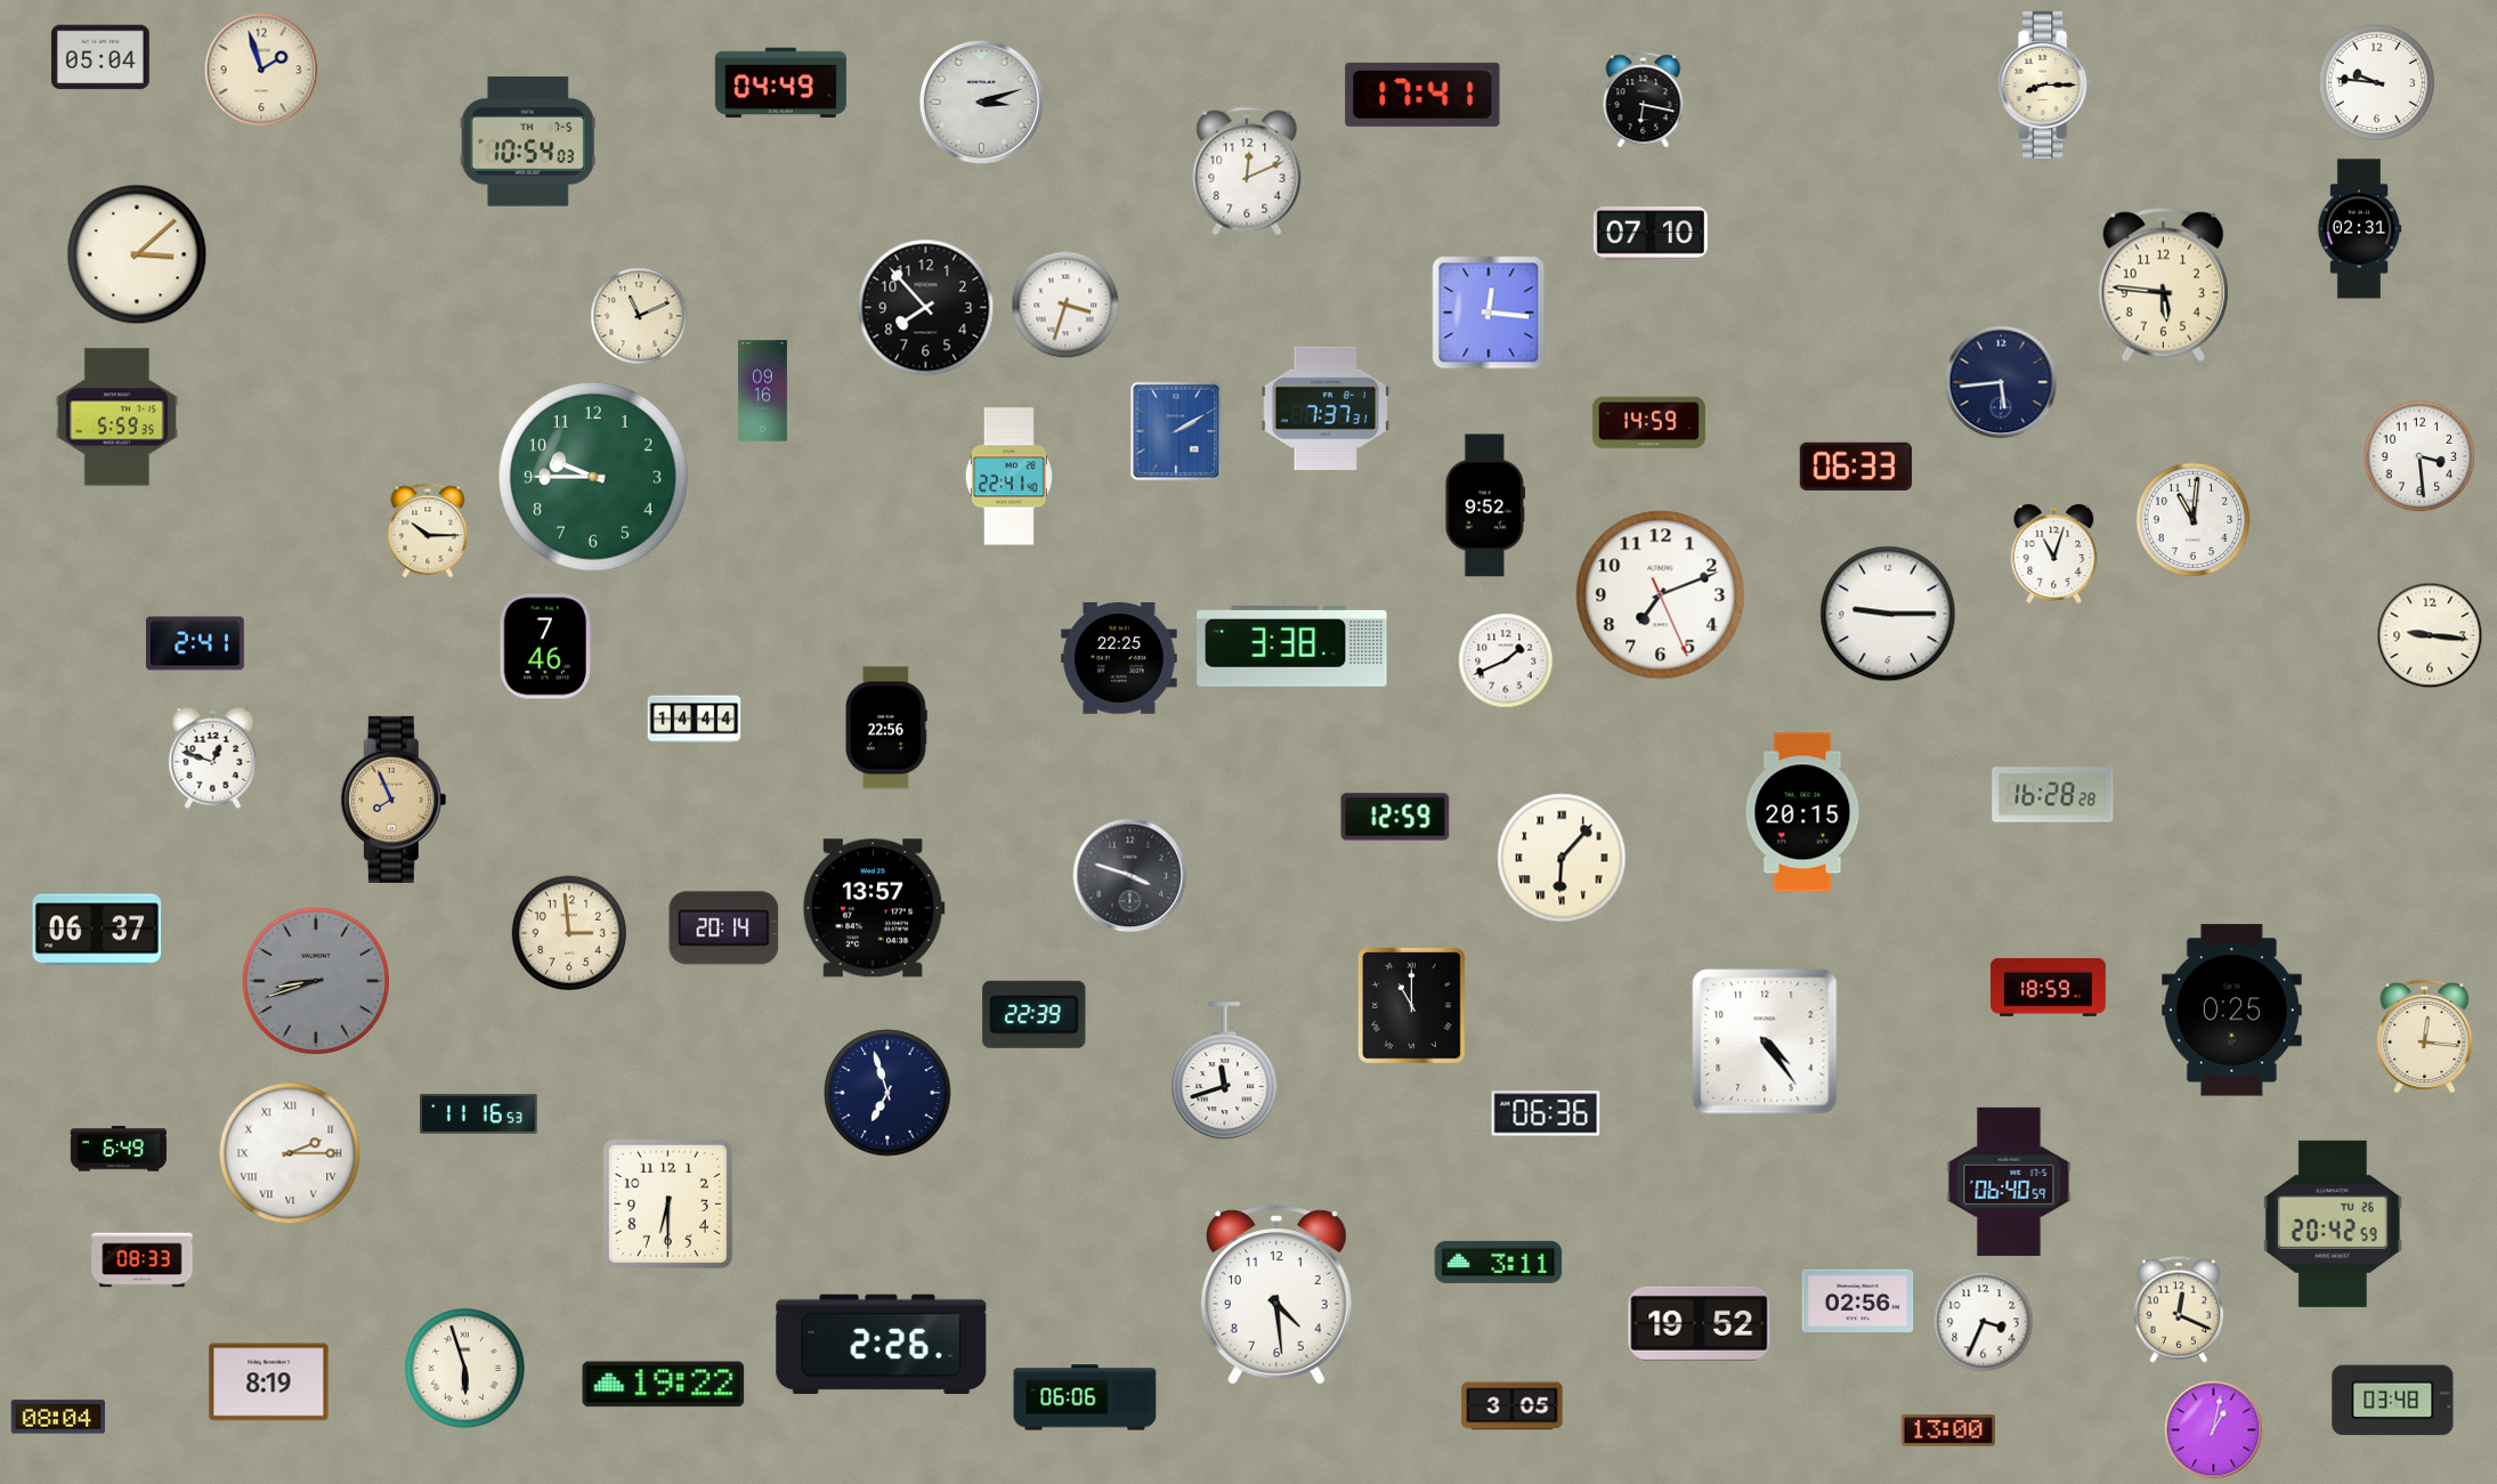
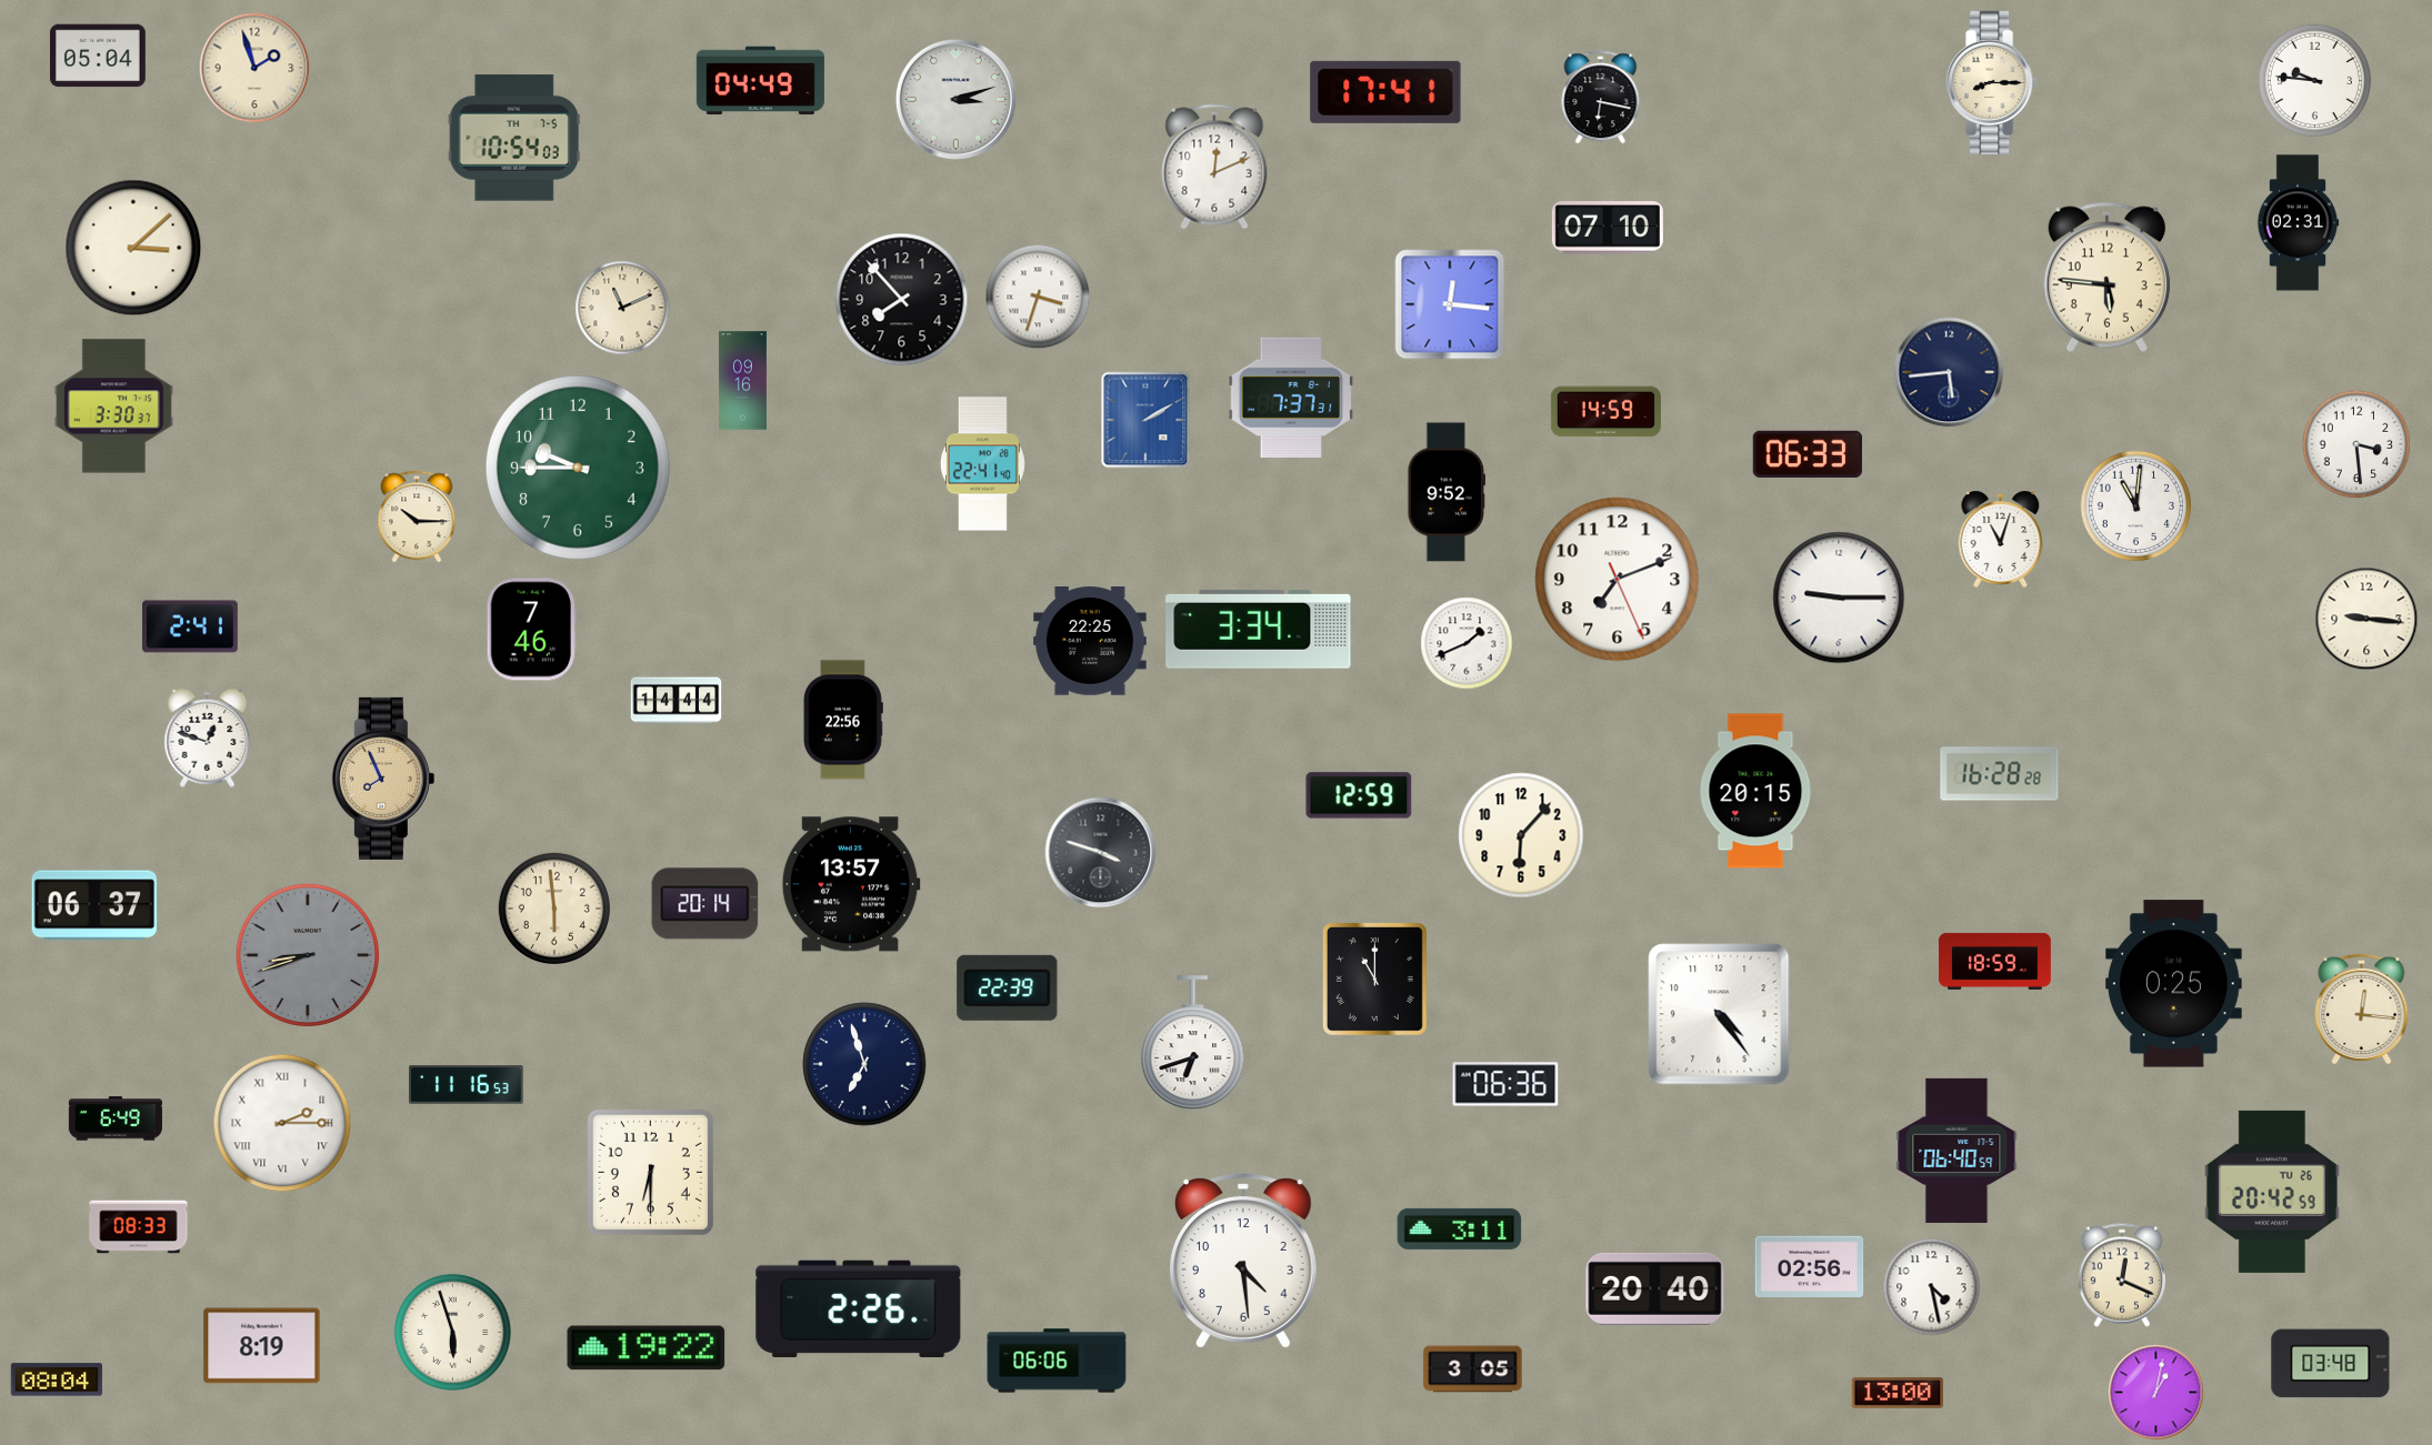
clock at (116, 417): 5:59 -> 3:30
clock at (593, 477) position: (593, 477) -> (578, 468)
clock at (1292, 646): 3:38 -> 3:34
clock at (886, 728) position: (886, 728) -> (843, 720)
clock at (1562, 858) numerals: Roman -> Arabic
clock at (568, 932): 2:59 -> 5:59
clock at (1225, 1071): 11:42 -> 6:42
clock at (1984, 1322): 3:34 -> 4:28
clock at (1700, 1323): 19:52 -> 20:40
